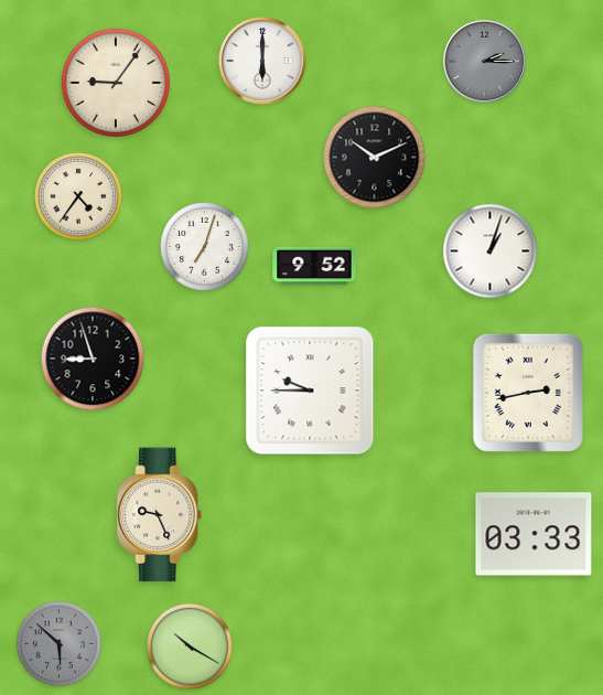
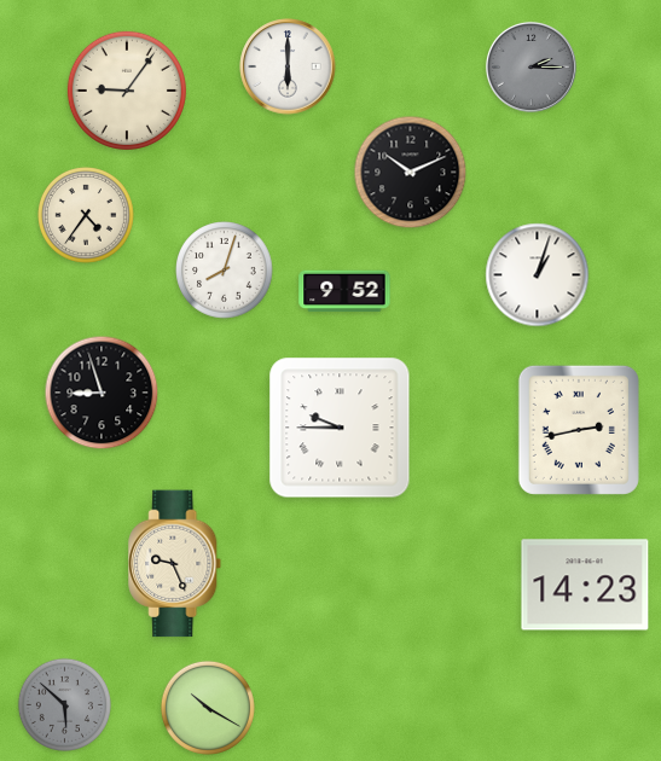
clock at (205, 247): 7:03 -> 8:03
clock at (534, 534): 03:33 -> 14:23
